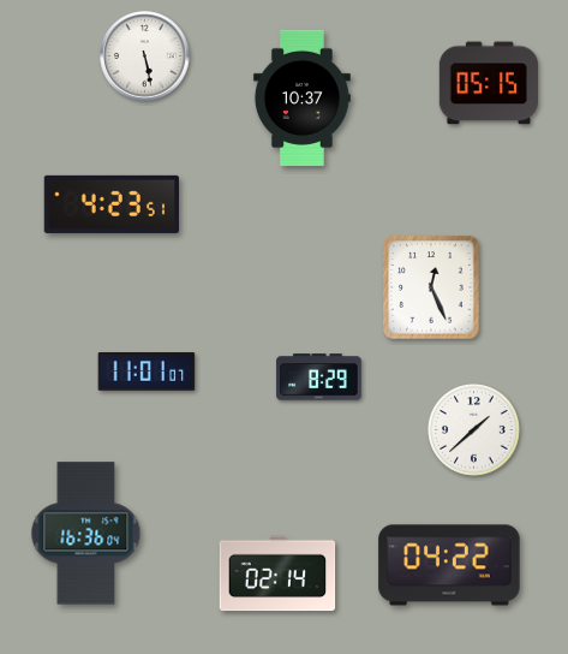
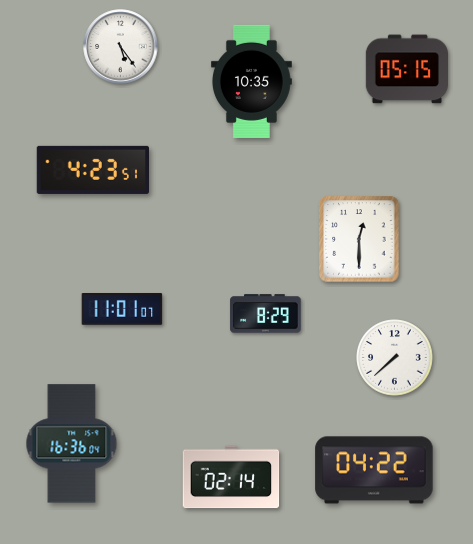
clock at (145, 57): 5:28 -> 5:24
clock at (301, 97): 10:37 -> 10:35
clock at (431, 287): 12:26 -> 12:30
clock at (474, 430): 1:38 -> 7:38
